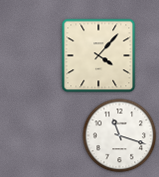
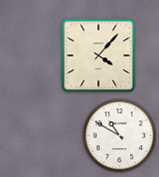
clock at (120, 136): 11:18 -> 10:50
